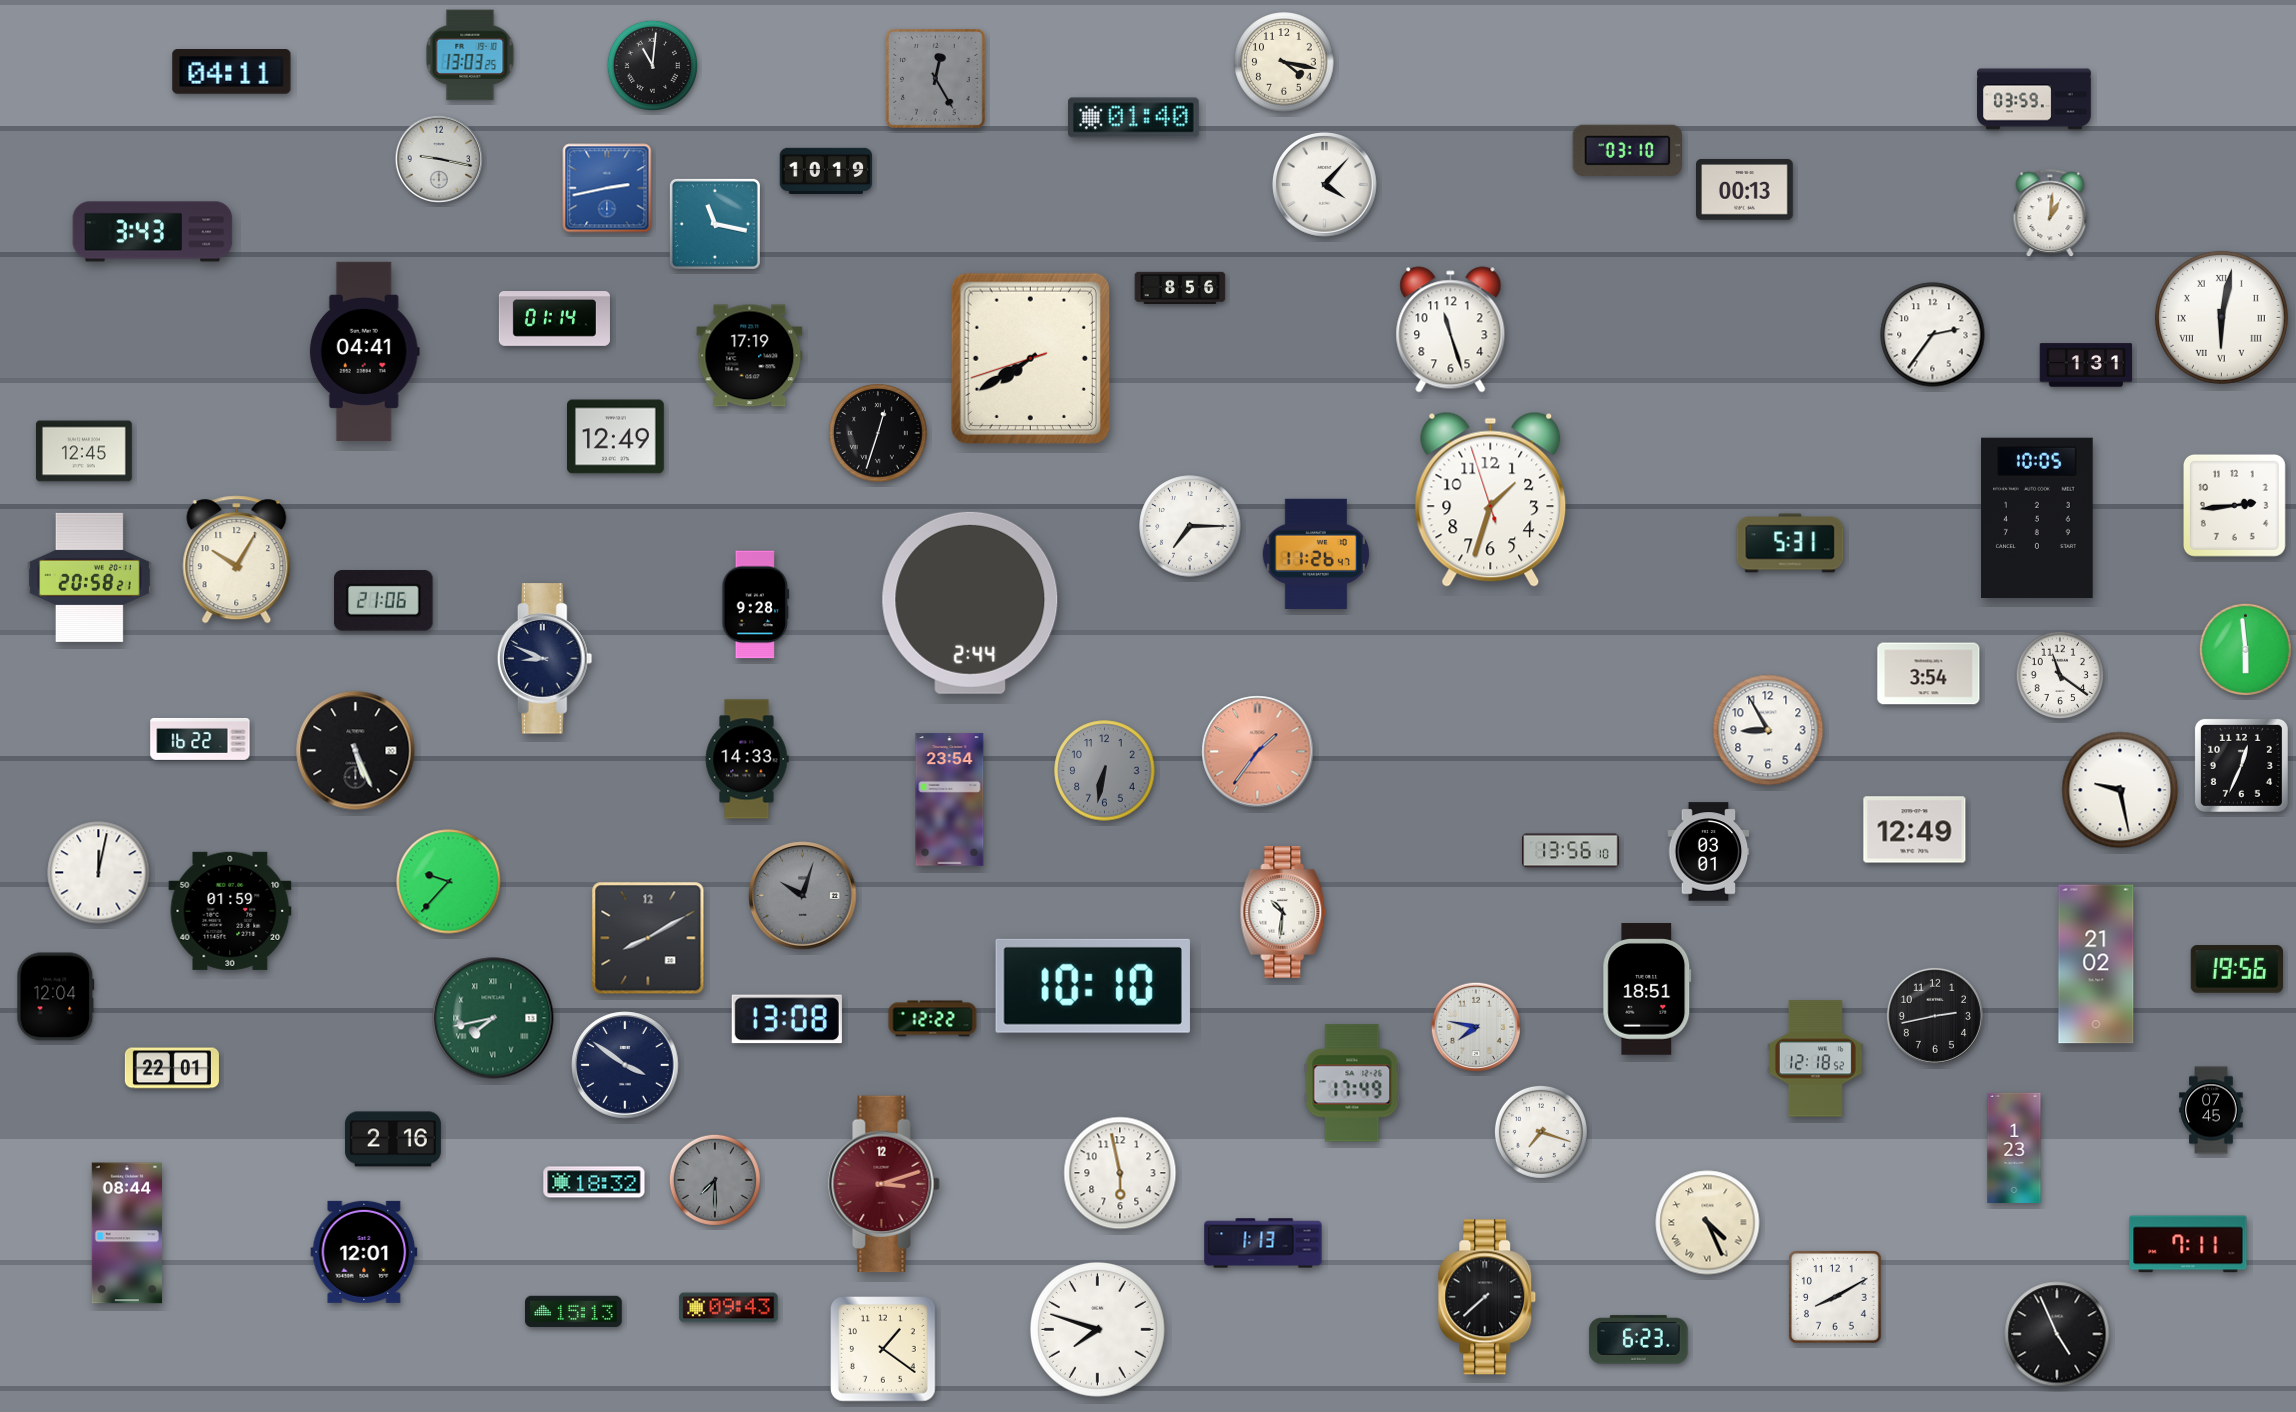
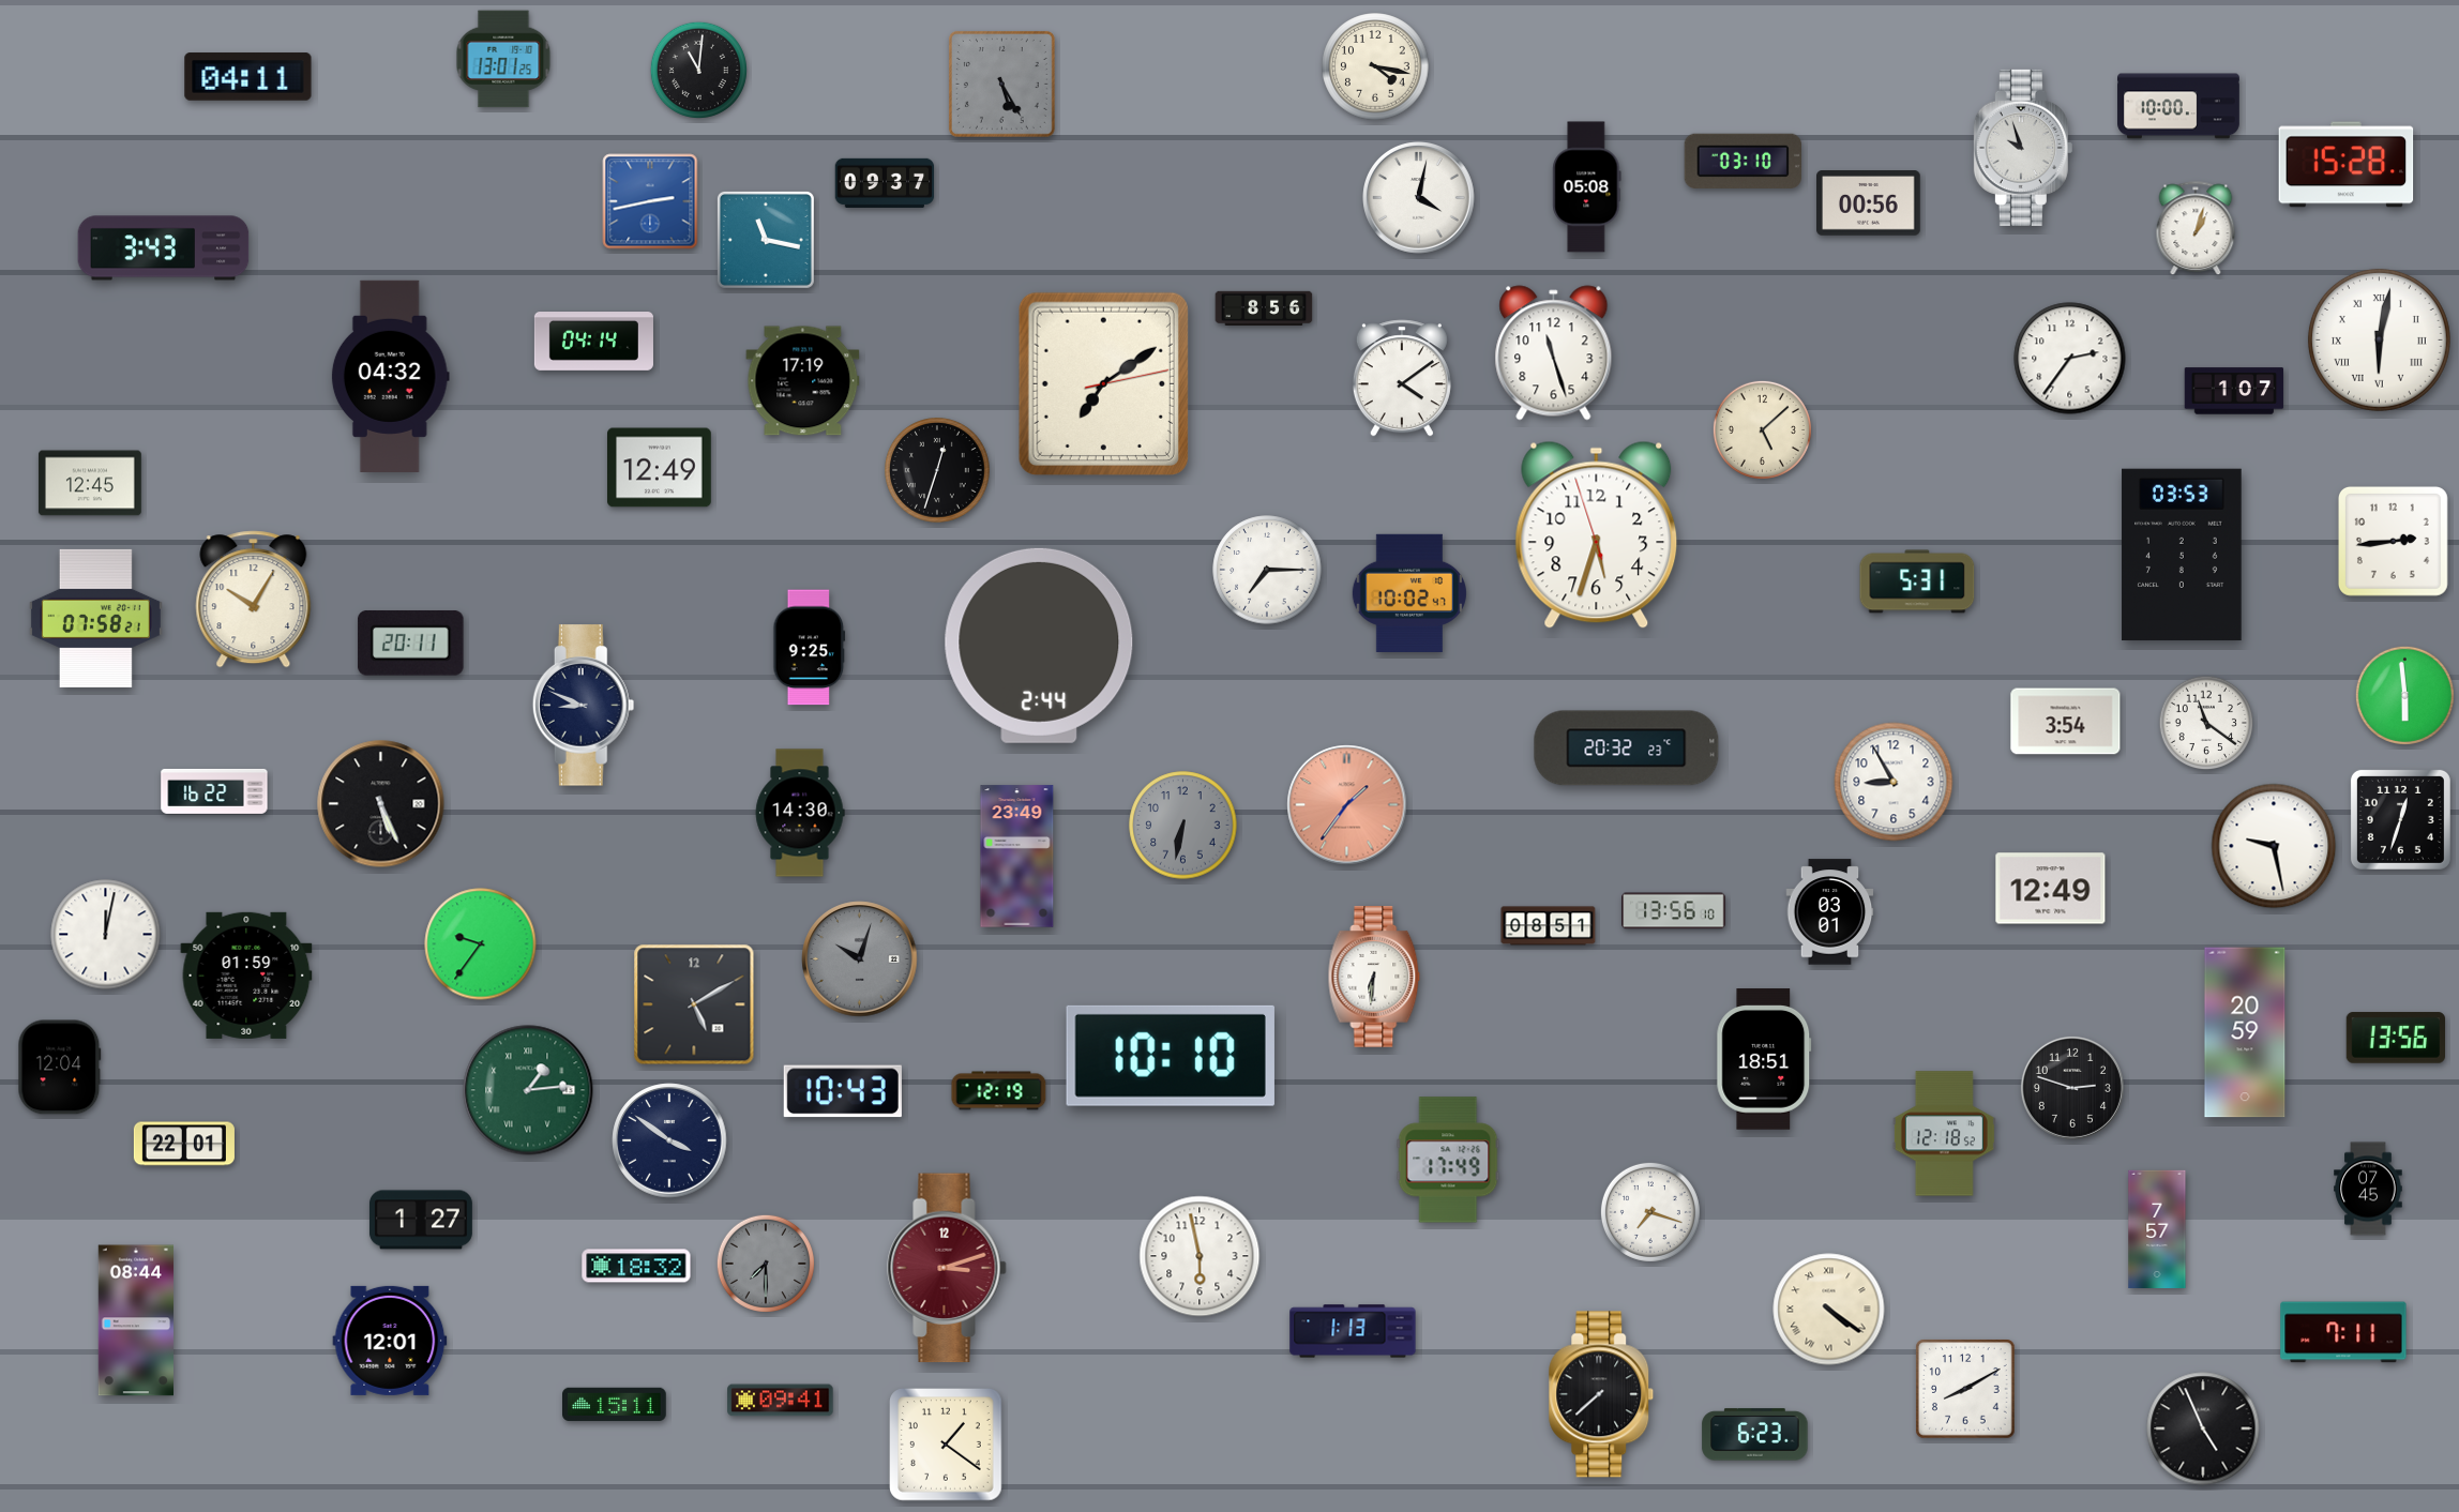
clock at (470, 55): 13:03 -> 13:01
clock at (935, 78): 12:25 -> 5:25
clock at (2034, 99): 03:59 -> 10:00
clock at (1133, 118): 01:40 -> none
clock at (2023, 148): none -> 9:57
clock at (2347, 165): none -> 15:28
clock at (439, 159): 9:17 -> none
clock at (826, 171): 10:19 -> 09:37
clock at (1587, 187): none -> 05:08
clock at (1325, 185): 4:07 -> 4:02
clock at (1745, 190): 00:13 -> 00:56
clock at (2050, 214): 1:01 -> 1:03
clock at (554, 319): 01:14 -> 04:14
clock at (364, 351): 04:41 -> 04:32
clock at (1402, 378): none -> 4:09
clock at (1030, 358): 7:39 -> 7:09
clock at (2086, 365): 1:31 -> 1:07
clock at (1762, 429): none -> 5:08
clock at (878, 433) position: (878, 433) -> (937, 470)
clock at (1491, 499): 1:32 -> 5:32
clock at (2037, 518): 10:05 -> 03:53
clock at (1190, 526) position: (1190, 526) -> (1267, 570)
clock at (1316, 554): 11:26 -> 10:02
clock at (89, 577): 20:58 -> 07:58
clock at (384, 601): 21:06 -> 20:11
clock at (756, 605): 9:28 -> 9:25
clock at (1627, 749): none -> 20:32
clock at (747, 759): 14:33 -> 14:30
clock at (2241, 765): 12:34 -> 12:33
clock at (2120, 790) position: (2120, 790) -> (2274, 846)
clock at (950, 800): 23:54 -> 23:49
clock at (1571, 851) position: (1571, 851) -> (1674, 911)
clock at (1549, 926): none -> 08:51
clock at (449, 882): 9:37 -> 9:36
clock at (1283, 912): 10:31 -> 6:31
clock at (648, 938): 8:10 -> 5:10
clock at (2096, 964): 21:02 -> 20:59
clock at (2236, 969): 19:56 -> 13:56
clock at (1935, 1016): 2:43 -> 2:48
clock at (493, 1018): 7:43 -> 1:14
clock at (787, 1019): 13:08 -> 10:43
clock at (933, 1019): 12:22 -> 12:19
clock at (1475, 1026): 7:47 -> none
clock at (393, 1139): 2:16 -> 1:27
clock at (2014, 1147): 1:23 -> 7:57
clock at (1708, 1223): 4:26 -> 4:21
clock at (1487, 1297) position: (1487, 1297) -> (1601, 1394)
clock at (729, 1308): 09:43 -> 09:41
clock at (574, 1311): 15:13 -> 15:11
clock at (1098, 1330): 7:48 -> none
